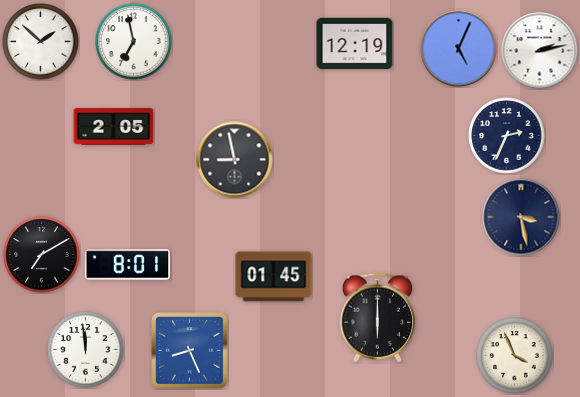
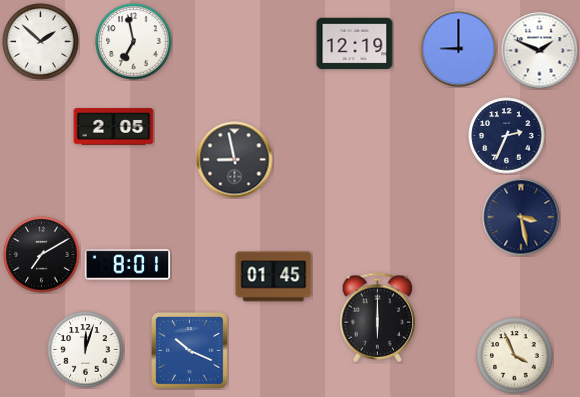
clock at (459, 49): 5:04 -> 9:00
clock at (540, 51): 2:13 -> 1:49
clock at (86, 350): 11:59 -> 12:03
clock at (190, 351): 8:26 -> 10:19
